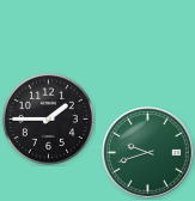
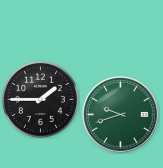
clock at (148, 153) position: (148, 153) -> (121, 115)
